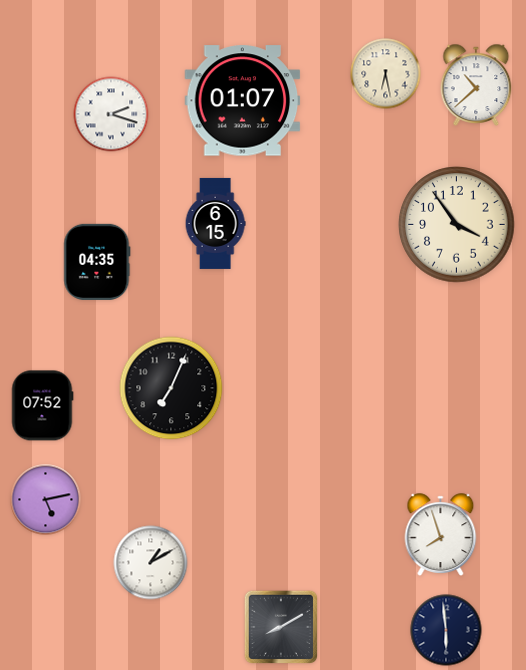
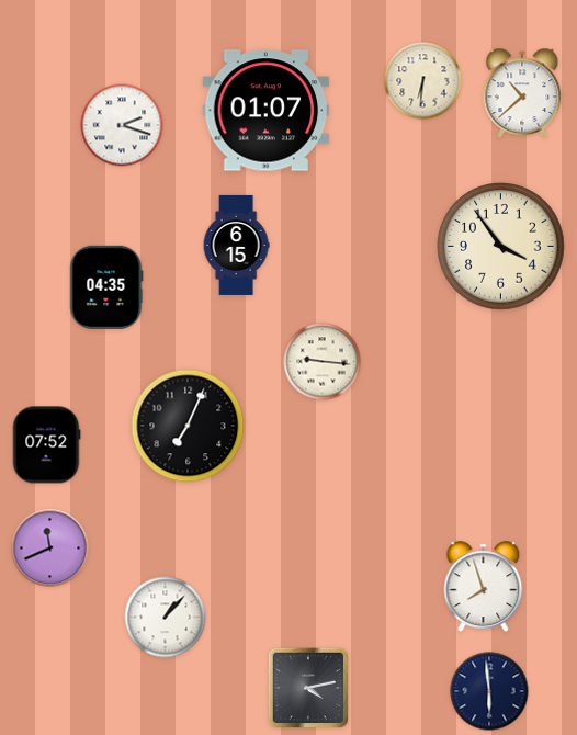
clock at (386, 74): 6:28 -> 6:31
clock at (323, 362): none -> 9:16
clock at (46, 500): 5:13 -> 11:41
clock at (151, 563): 1:10 -> 1:07
clock at (281, 627): 8:10 -> 4:13
